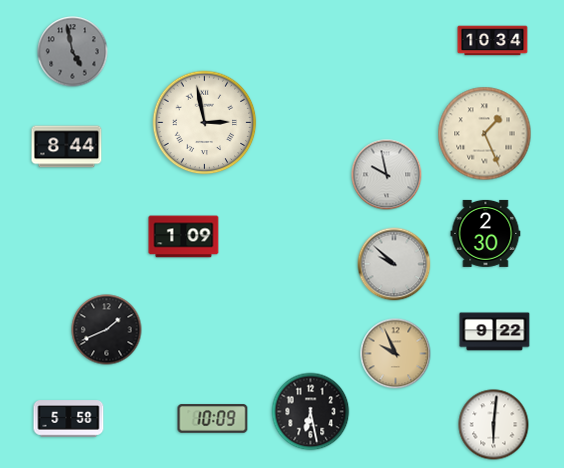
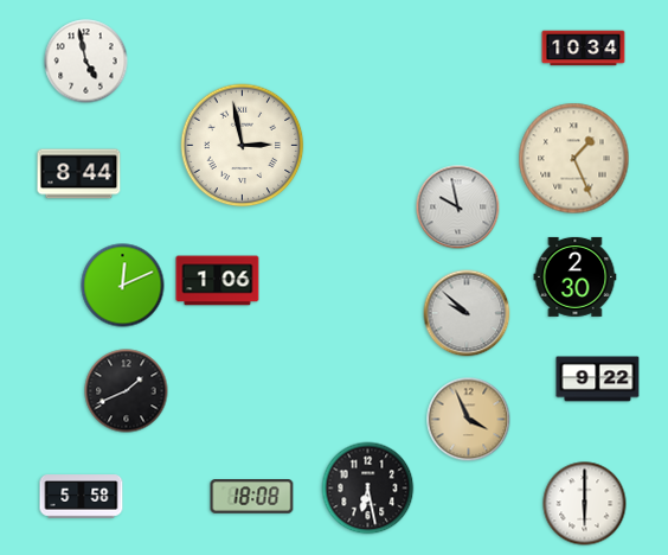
clock at (73, 52) dial: grey -> white
clock at (184, 237): 1:09 -> 1:06
clock at (123, 286): none -> 12:11
clock at (495, 332) position: (495, 332) -> (598, 379)
clock at (396, 354): 9:56 -> 3:56
clock at (213, 419): 10:09 -> 18:08
clock at (494, 425): 6:01 -> 6:00
